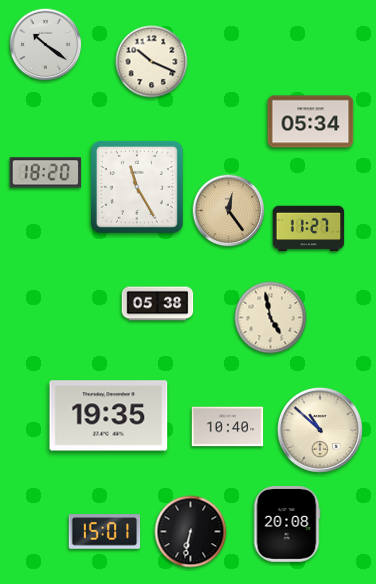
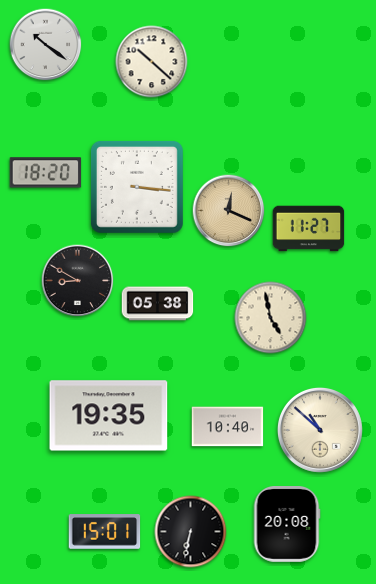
clock at (152, 62): 10:19 -> 10:22
clock at (311, 122): 05:34 -> none
clock at (137, 187): 11:25 -> 3:16
clock at (229, 211): 12:24 -> 12:19
clock at (78, 281): none -> 8:50
